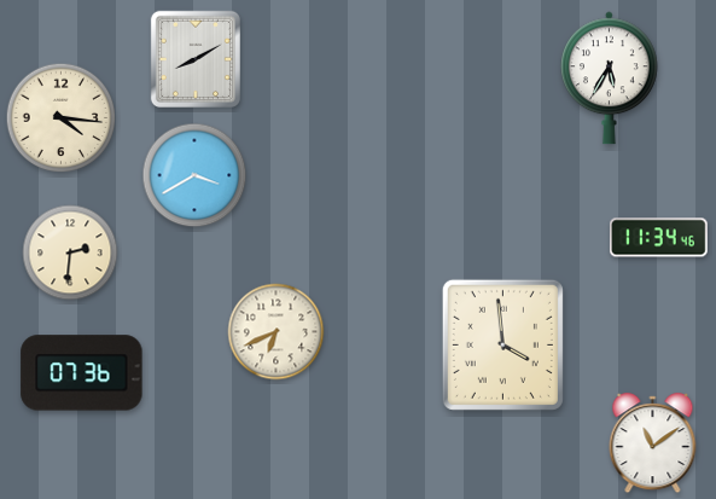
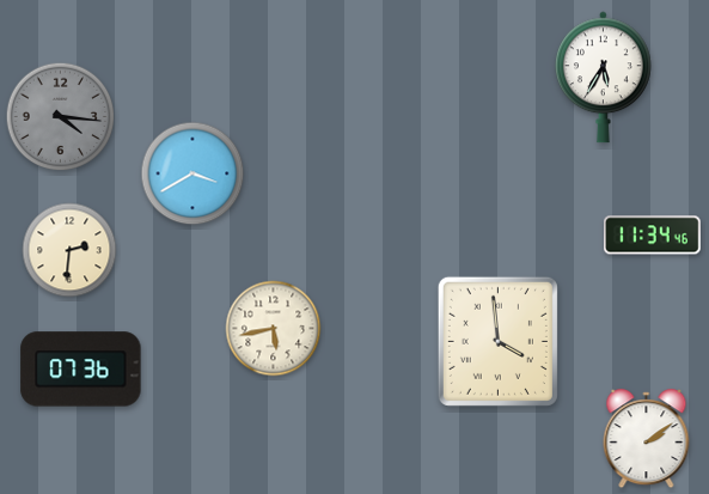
clock at (196, 59): 8:10 -> none
clock at (62, 118) dial: cream -> grey
clock at (276, 332): 6:41 -> 5:43
clock at (653, 443): 11:09 -> 2:09
